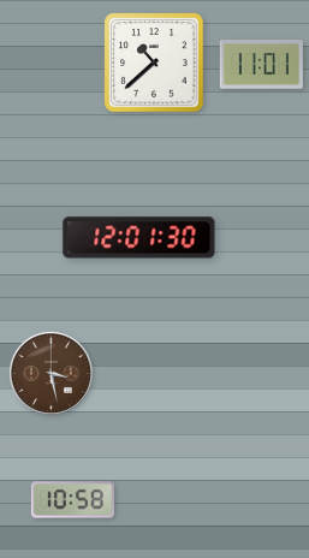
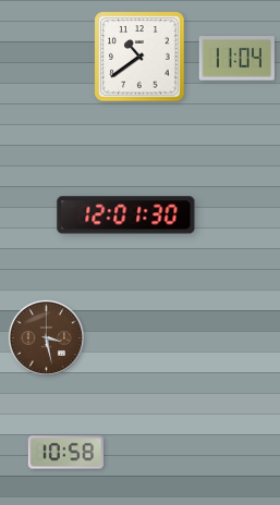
clock at (154, 63): 10:38 -> 10:39
clock at (261, 65): 11:01 -> 11:04
